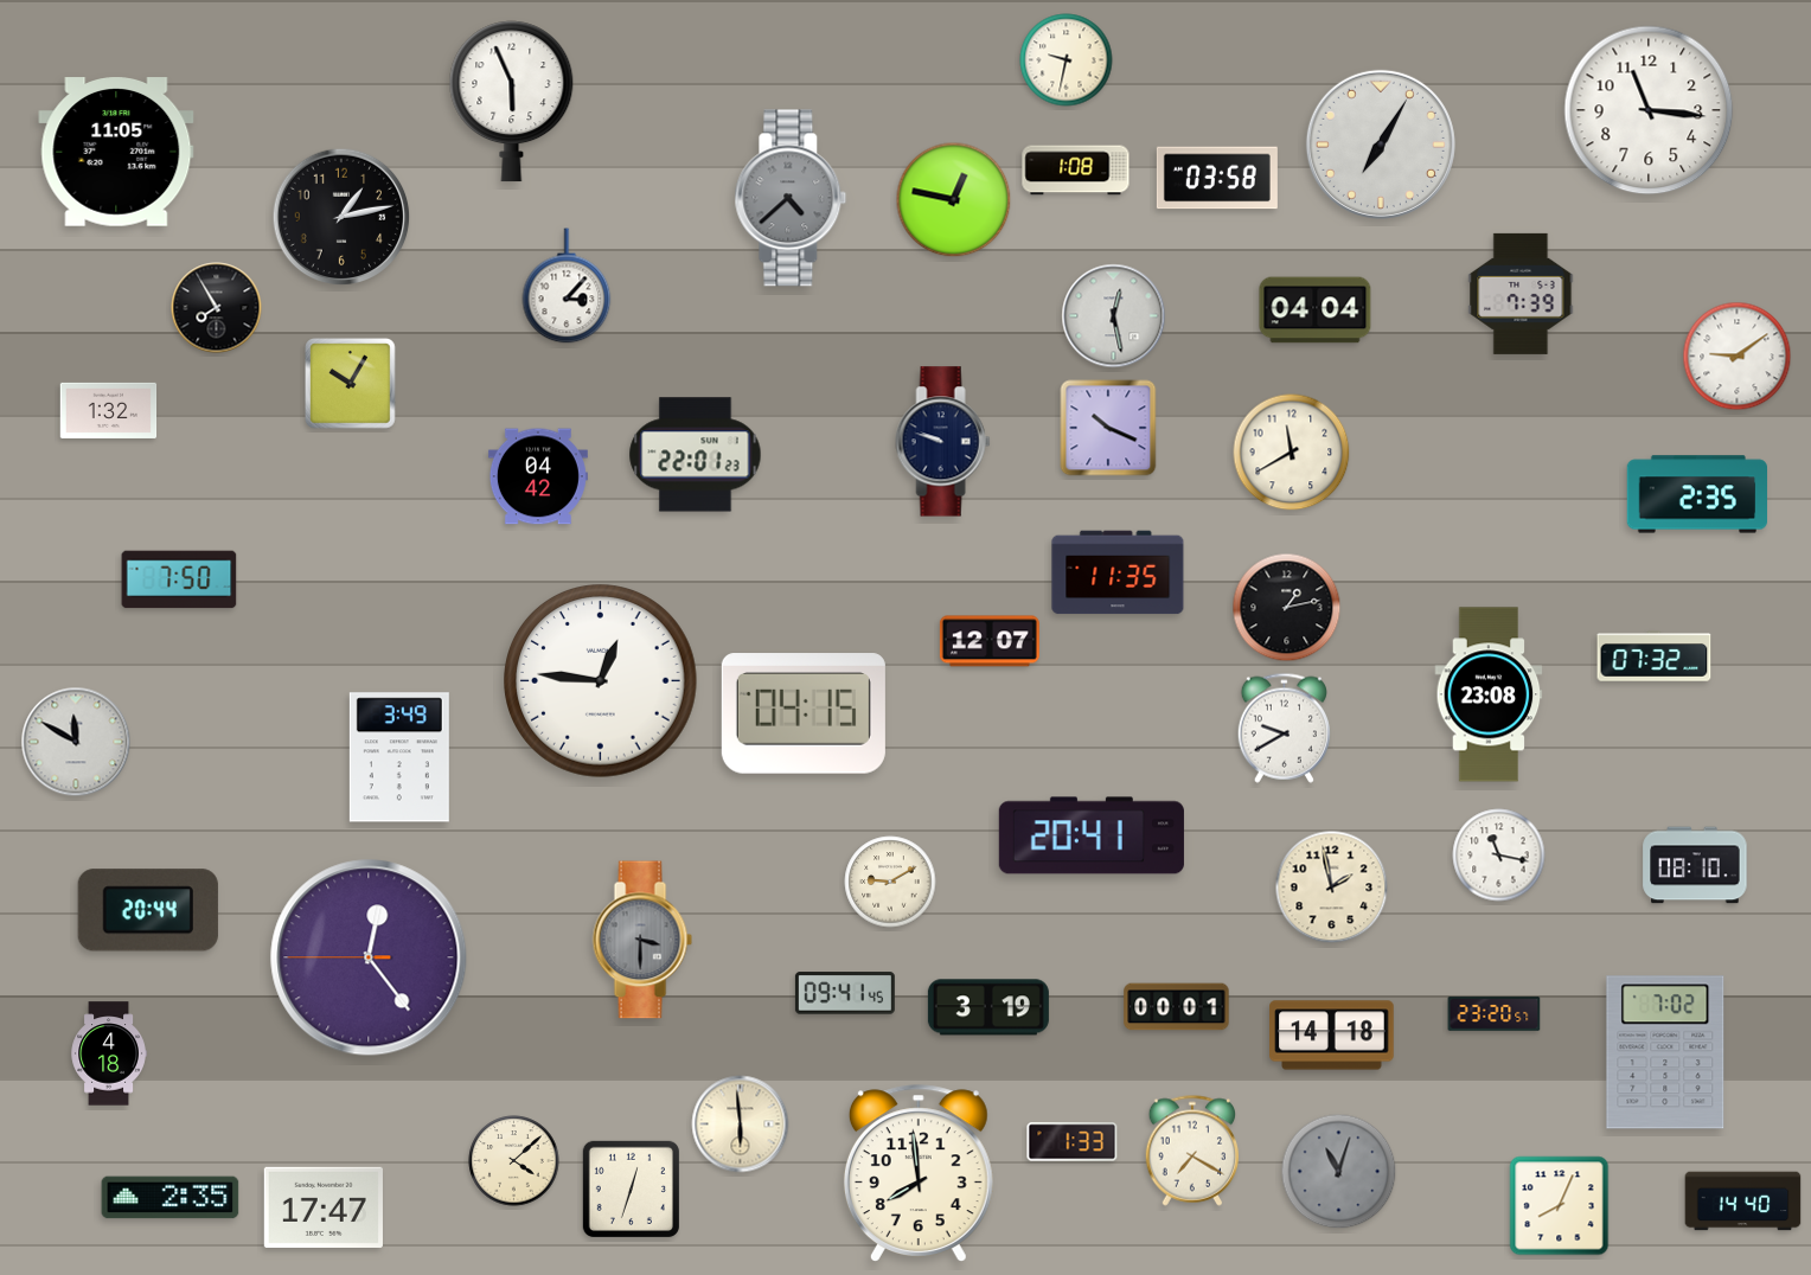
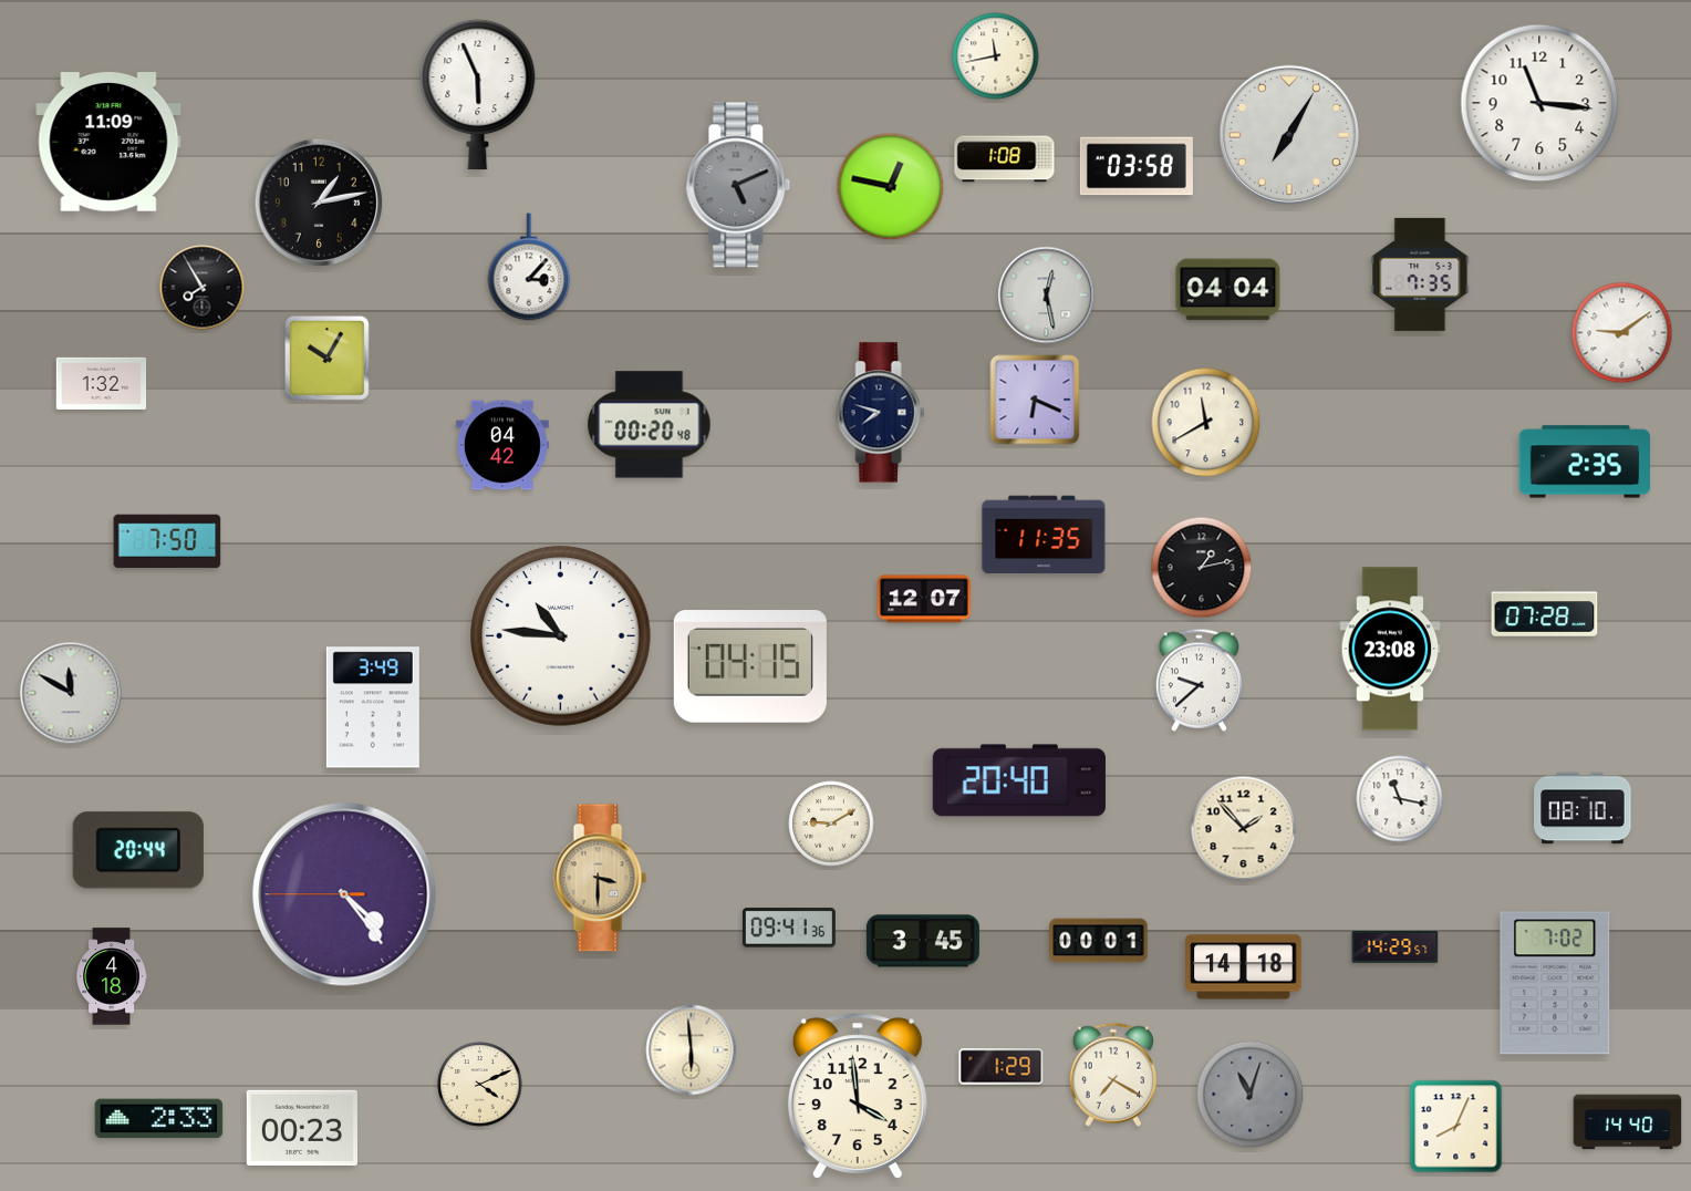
clock at (1067, 60): 9:32 -> 11:43
clock at (116, 152): 11:05 -> 11:09
clock at (791, 198): 4:38 -> 5:11
clock at (1521, 294): 7:39 -> 7:35
clock at (1114, 316) position: (1114, 316) -> (1047, 296)
clock at (1108, 428): 10:19 -> 6:19
clock at (943, 442): 9:48 -> 7:48
clock at (696, 455): 22:01 -> 00:20
clock at (1655, 656): 07:32 -> 07:28
clock at (601, 681): 12:46 -> 10:46
clock at (1284, 728): 9:40 -> 9:38
clock at (1092, 835): 20:41 -> 20:40
clock at (1332, 888): 1:58 -> 1:53
clock at (642, 940) dial: grey -> champagne
clock at (369, 957): 12:23 -> 4:23
clock at (845, 993): 09:41:45 -> 09:41:36
clock at (988, 1007): 3:19 -> 3:45
clock at (1495, 1014): 23:20 -> 14:29
clock at (109, 1053) position: (109, 1053) -> (112, 976)
clock at (1073, 1142): 1:33 -> 1:29
clock at (514, 1161): 4:08 -> 4:11
clock at (919, 1173): 7:59 -> 3:59
clock at (631, 1188): 12:33 -> none
clock at (171, 1198): 2:35 -> 2:33
clock at (324, 1207): 17:47 -> 00:23
